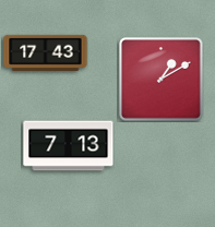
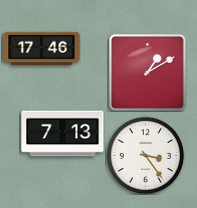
clock at (46, 52): 17:43 -> 17:46
clock at (145, 155): none -> 3:24
